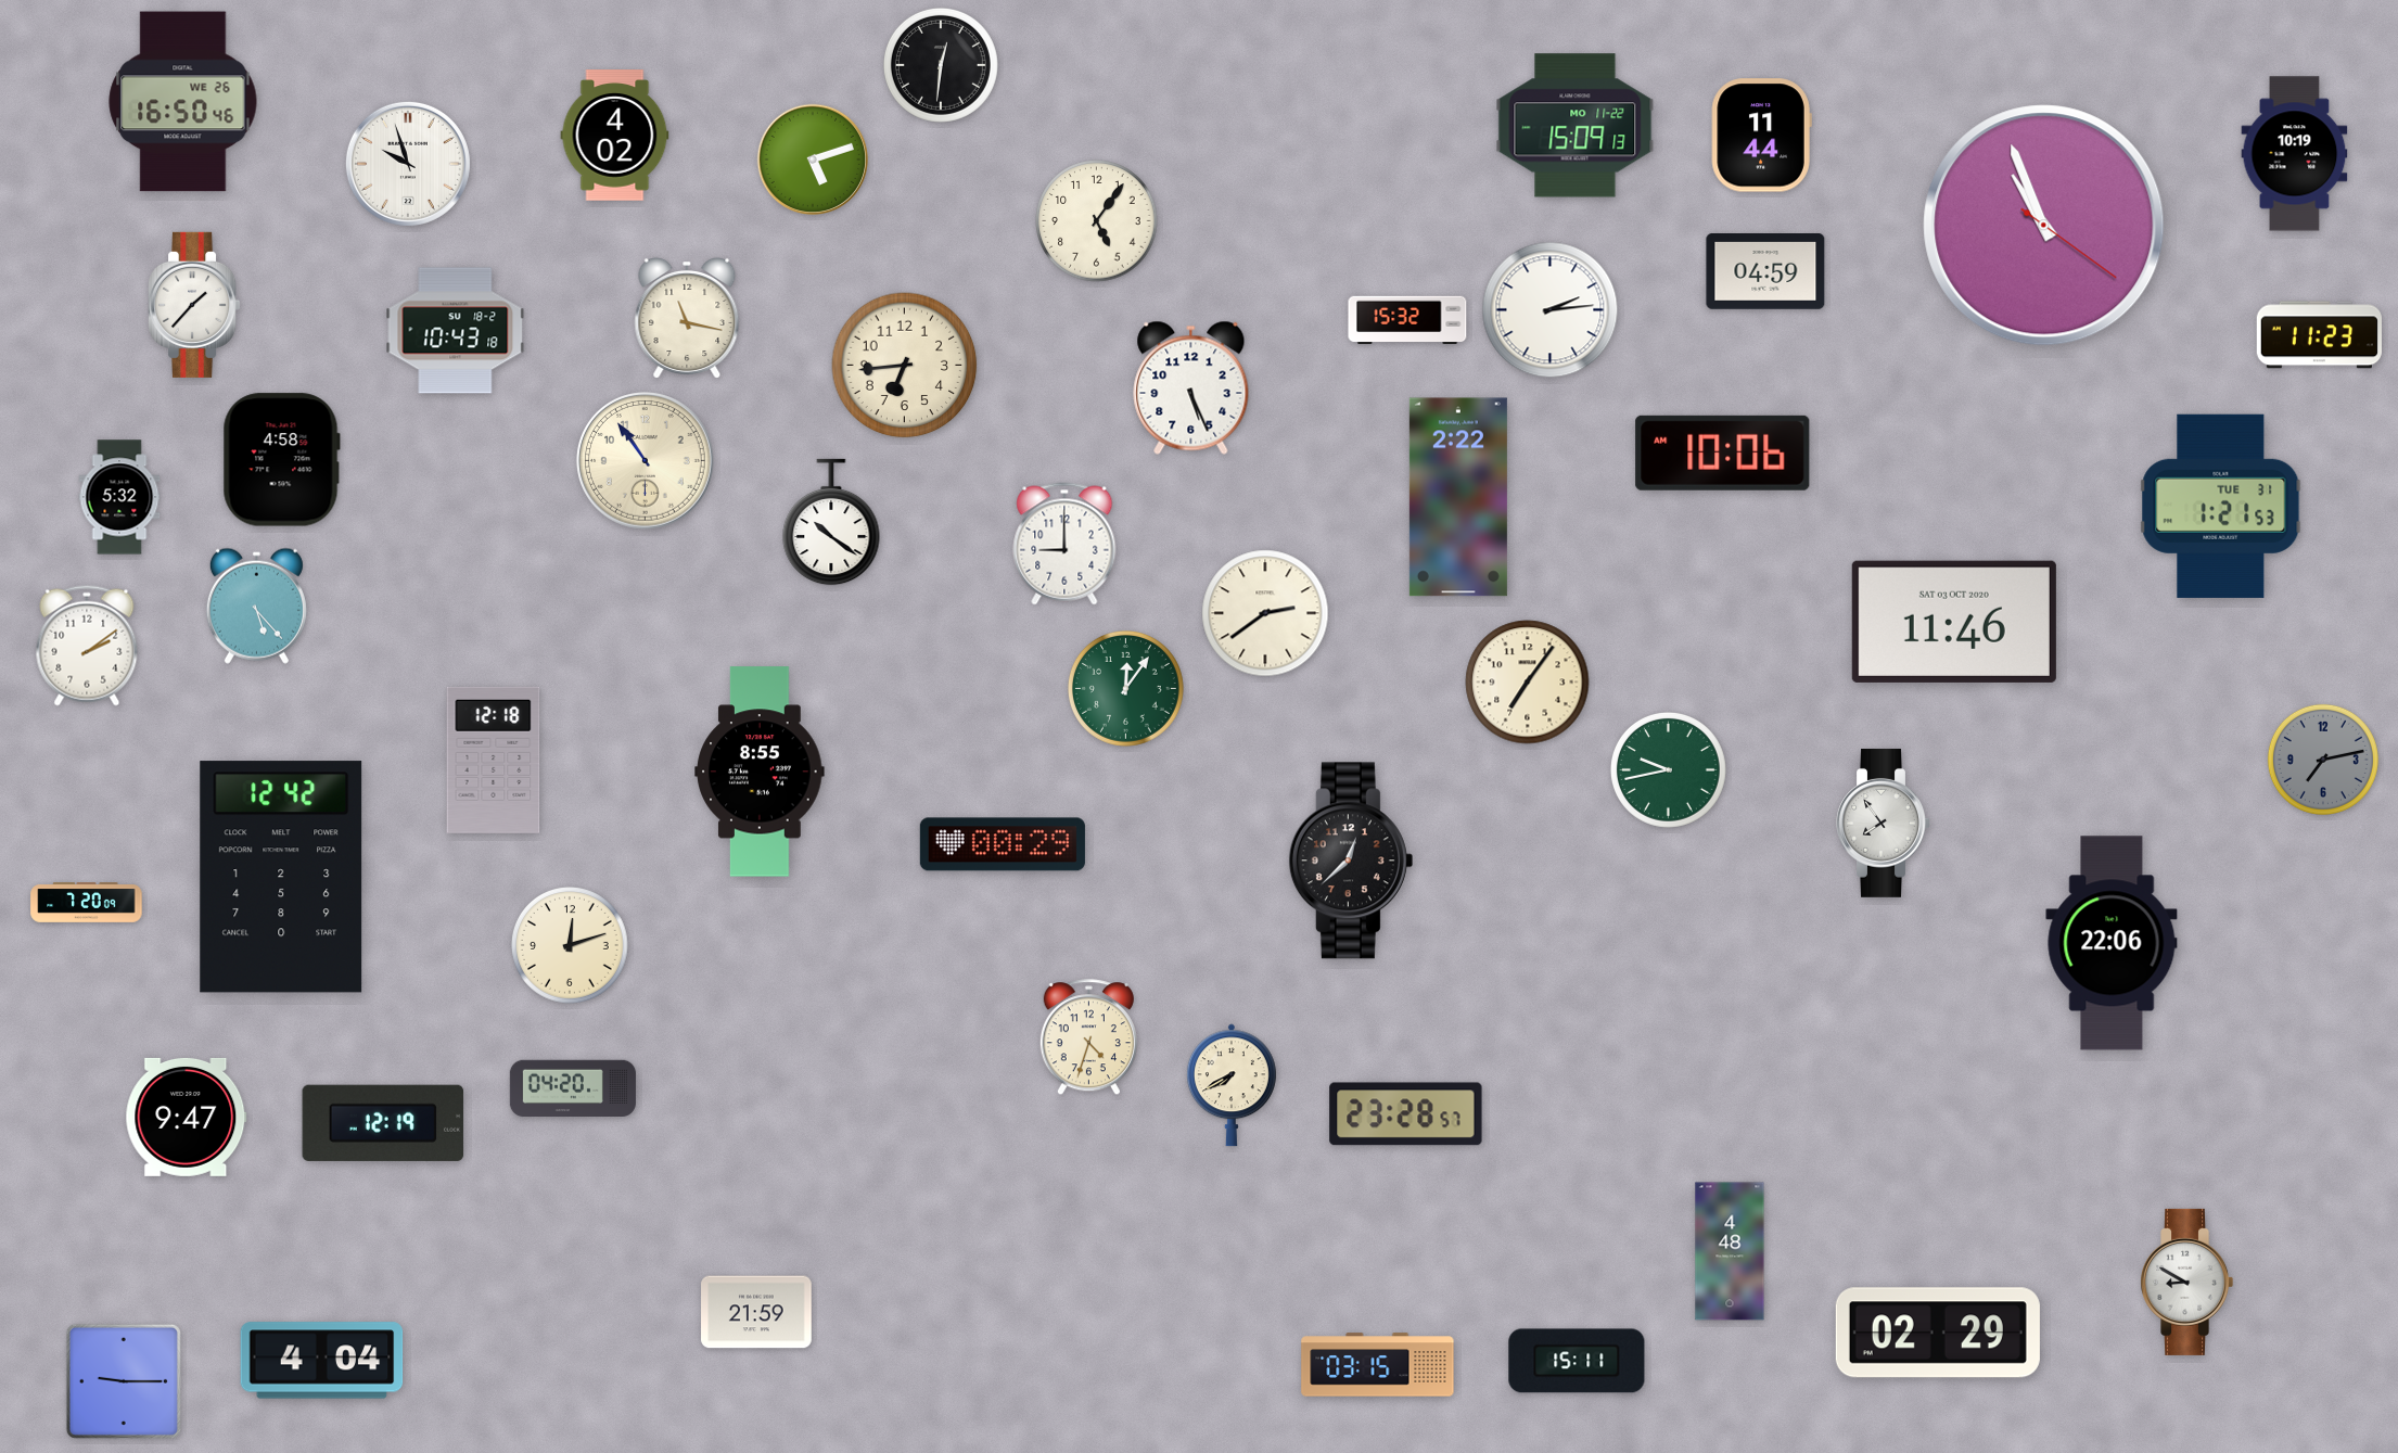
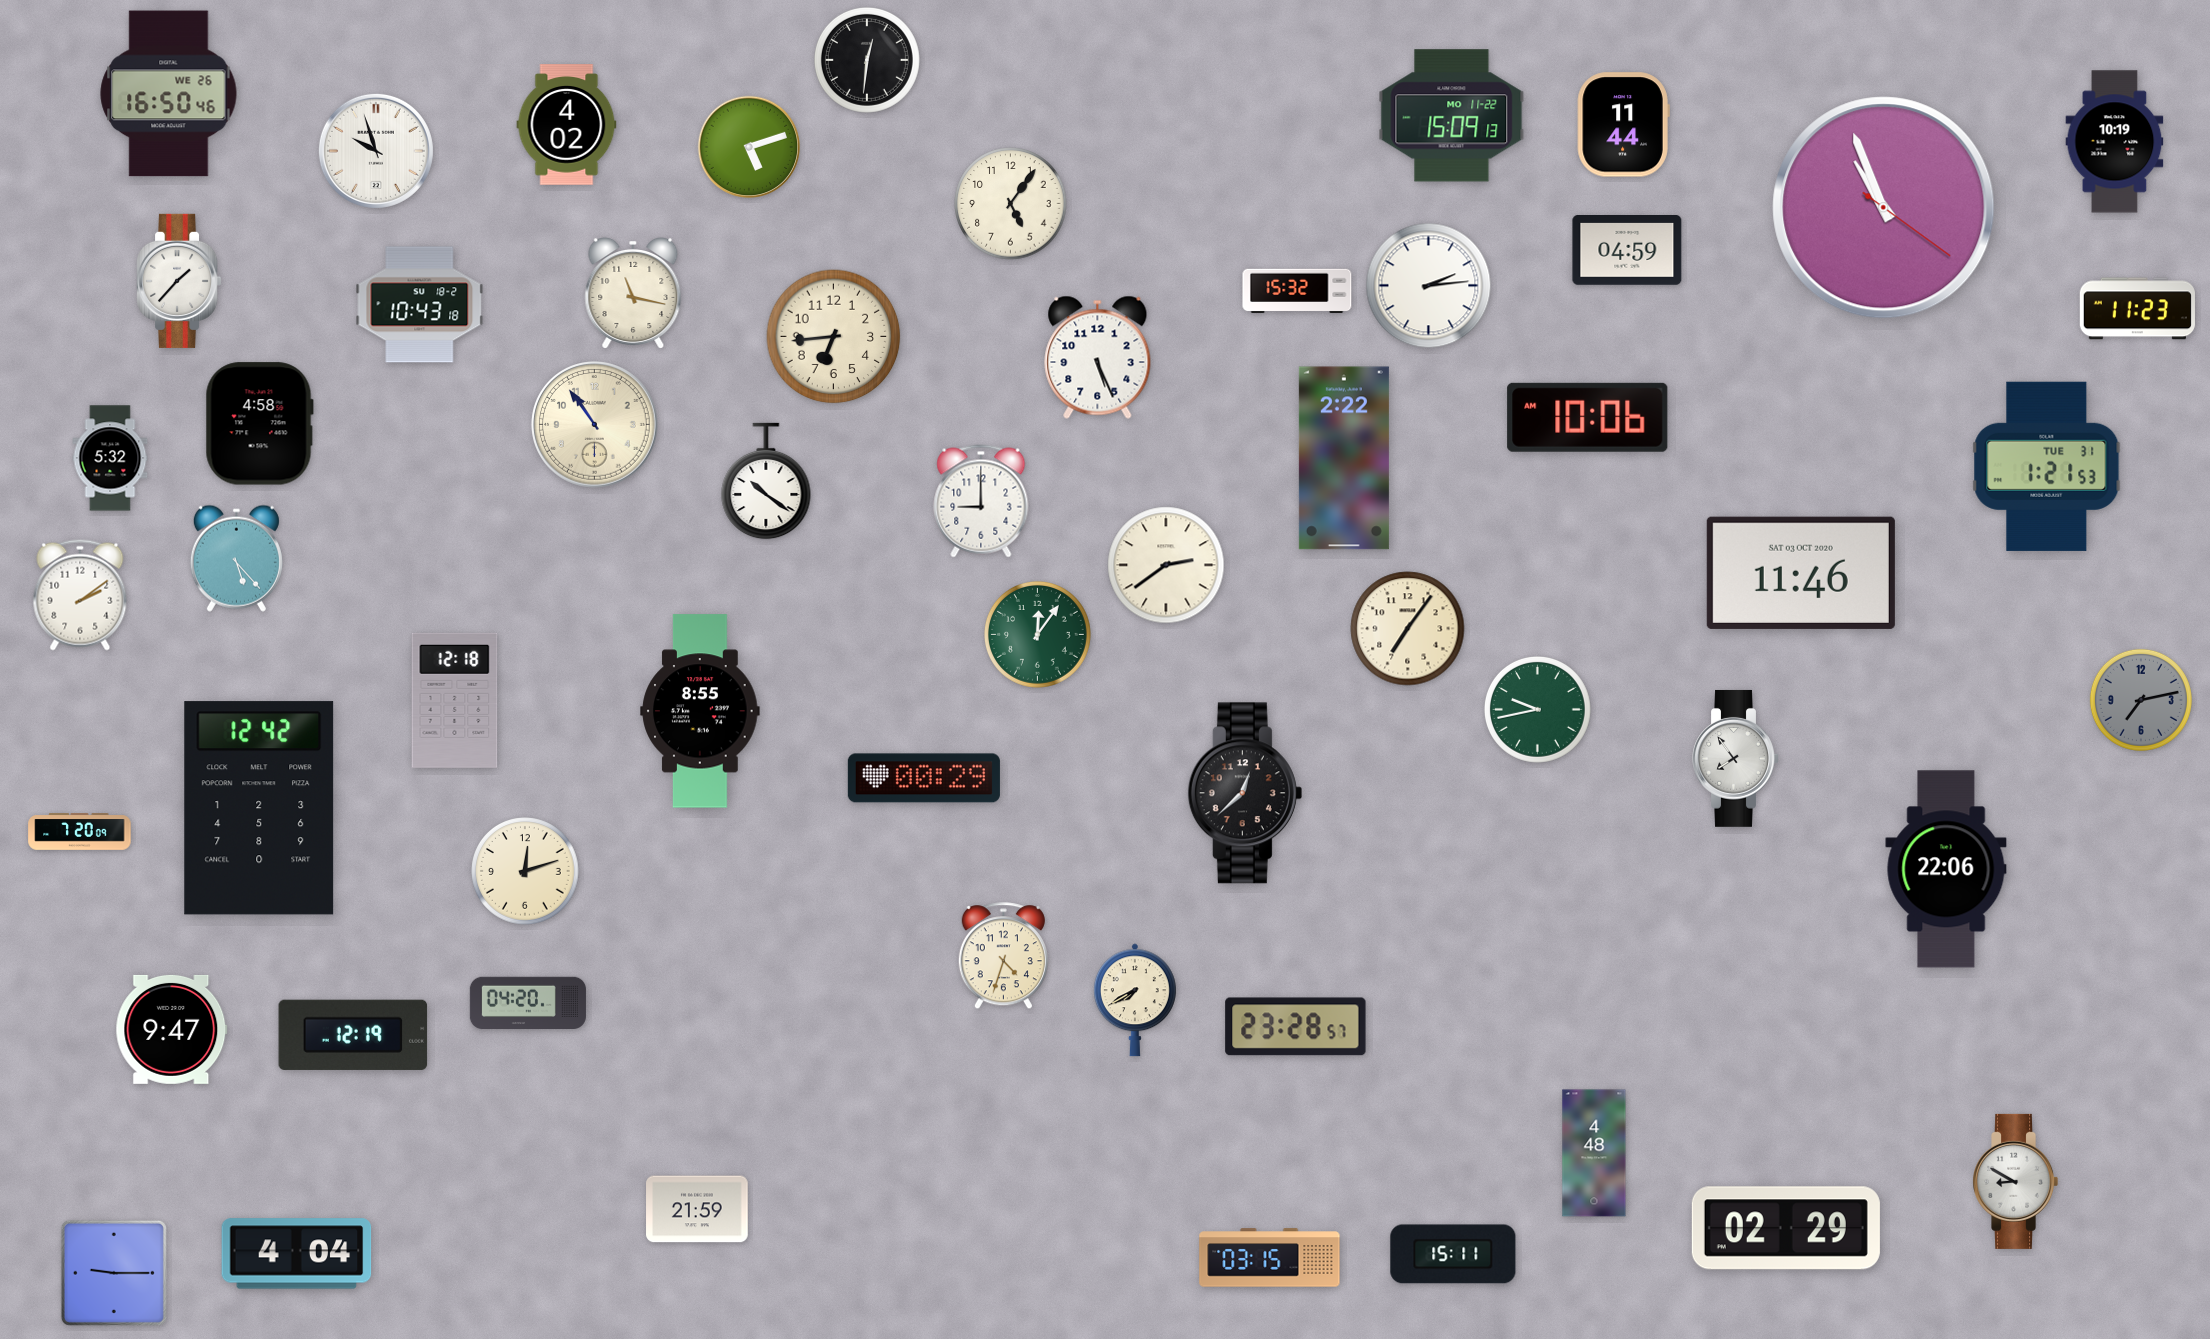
clock at (1407, 320) position: (1407, 320) -> (1297, 291)
